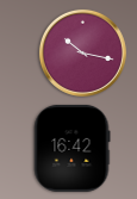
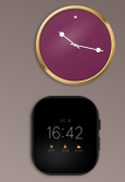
clock at (82, 52) position: (82, 52) -> (75, 45)
